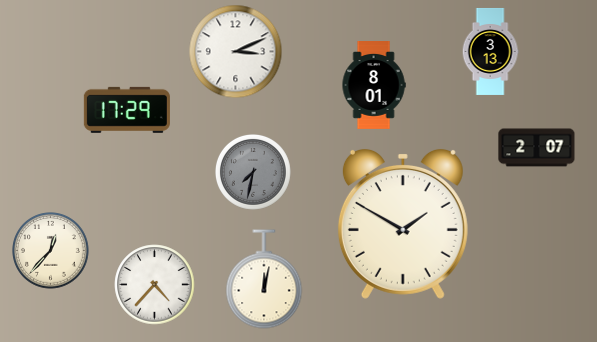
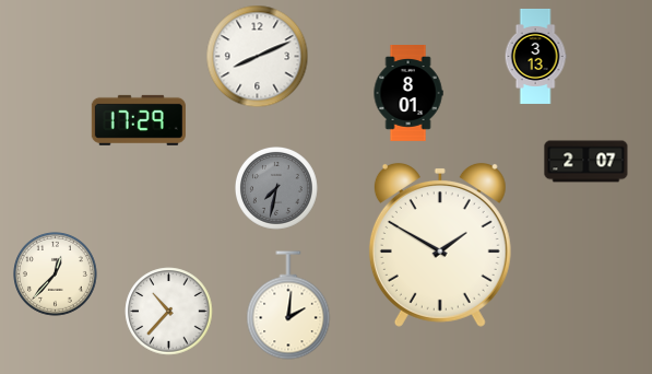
clock at (236, 52): 3:11 -> 8:11
clock at (264, 279): 12:02 -> 2:01
clock at (155, 285): 4:37 -> 10:37
